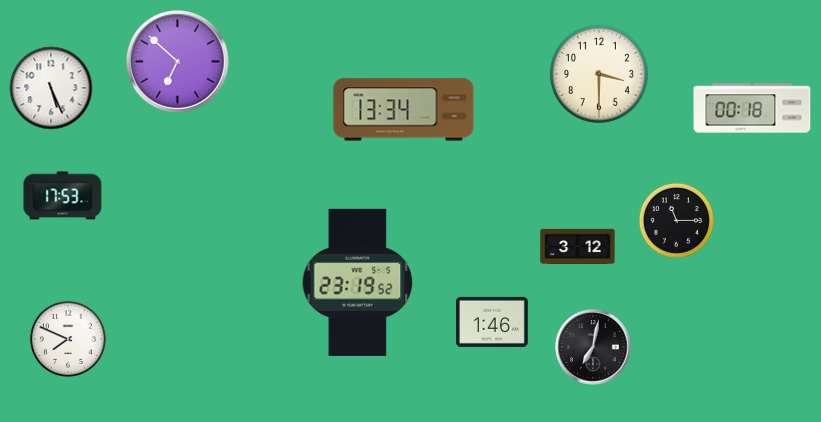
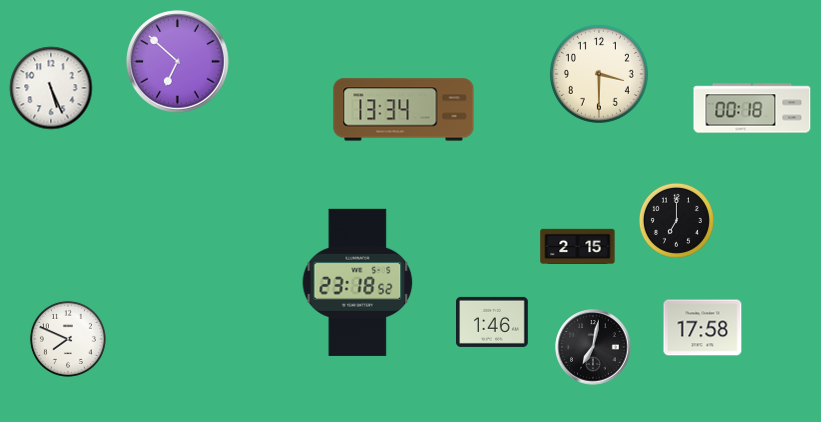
clock at (63, 196): 17:53 -> none
clock at (676, 220): 11:15 -> 7:00
clock at (578, 246): 3:12 -> 2:15
clock at (358, 282): 23:19 -> 23:18
clock at (703, 328): none -> 17:58
